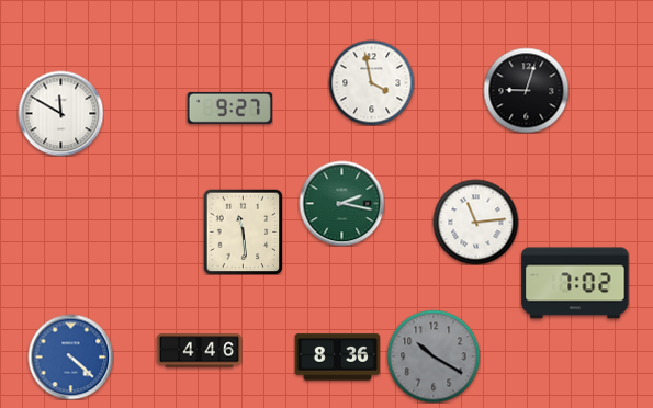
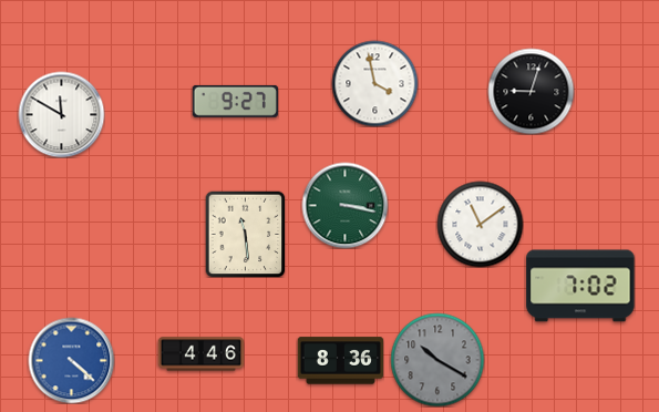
clock at (229, 107) position: (229, 107) -> (235, 101)
clock at (341, 203): 2:17 -> 3:17
clock at (475, 222): 11:14 -> 11:09
